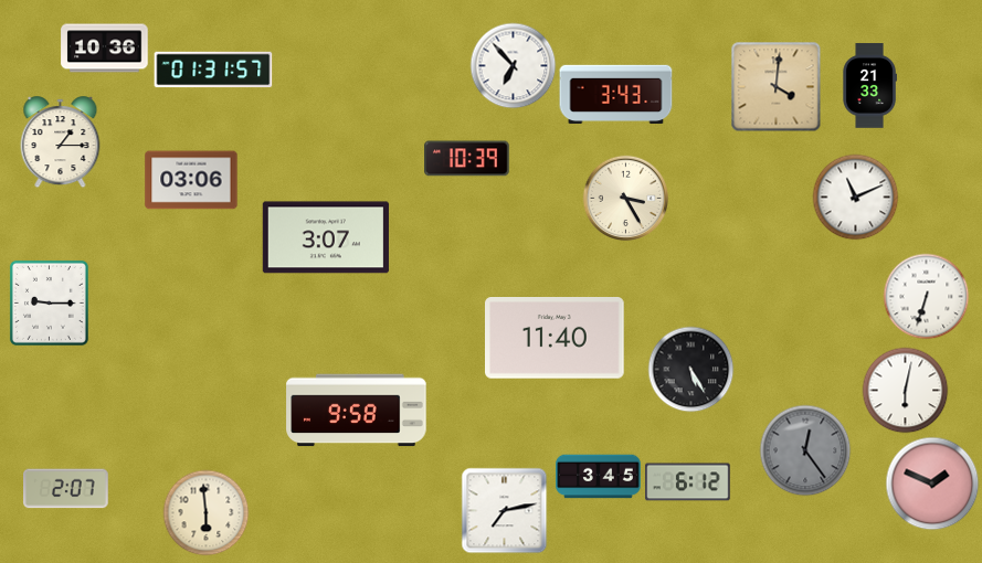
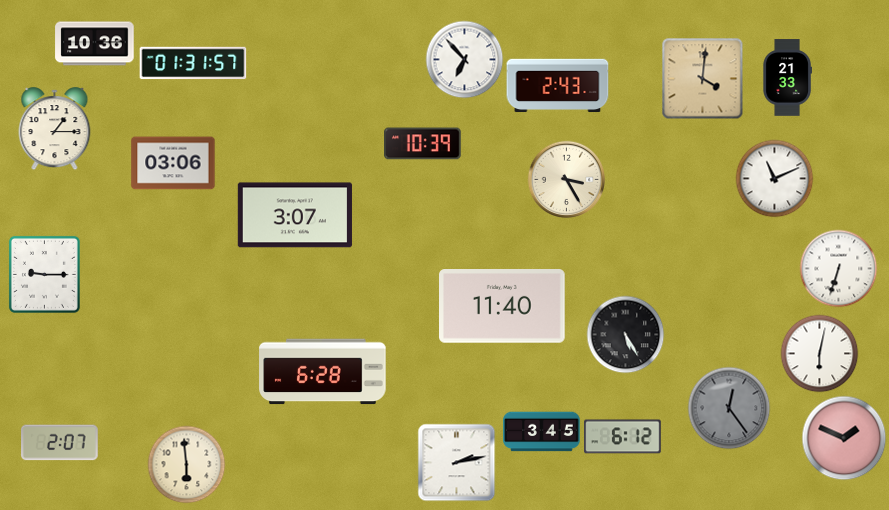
clock at (616, 95): 3:43 -> 2:43
clock at (357, 411): 9:58 -> 6:28
clock at (504, 510): 7:13 -> 2:13
